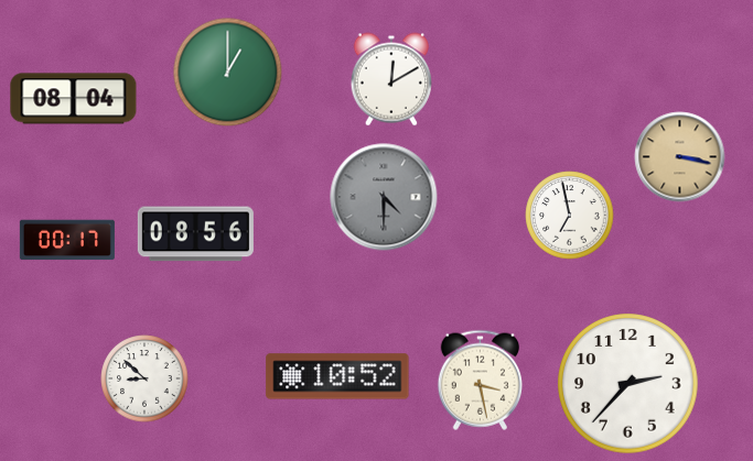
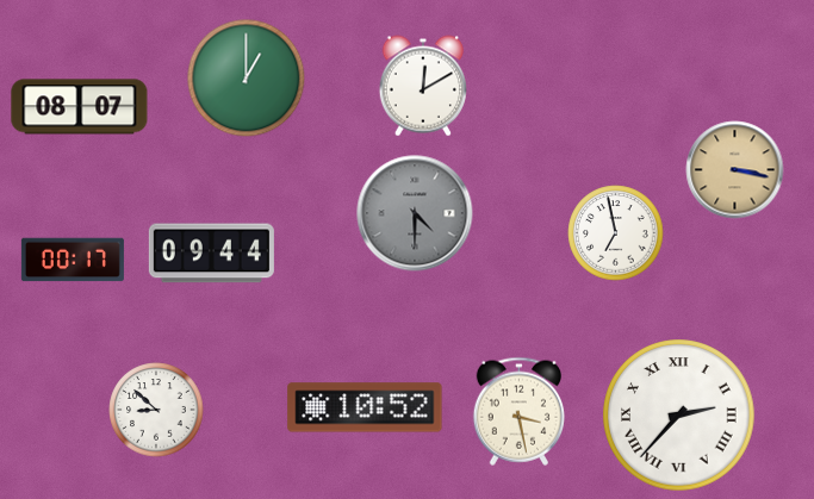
clock at (74, 99): 08:04 -> 08:07
clock at (195, 234): 08:56 -> 09:44
clock at (628, 384) numerals: Arabic -> Roman
